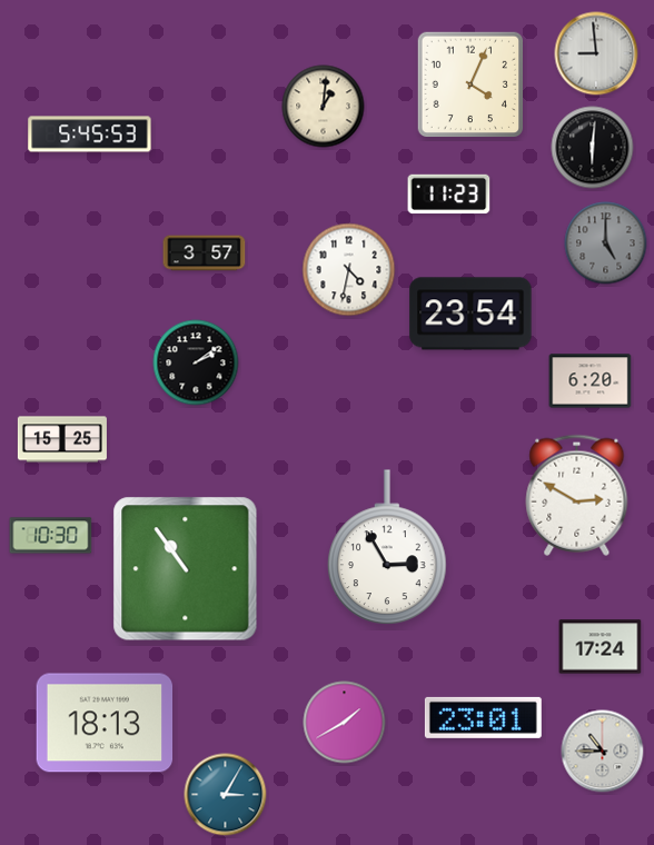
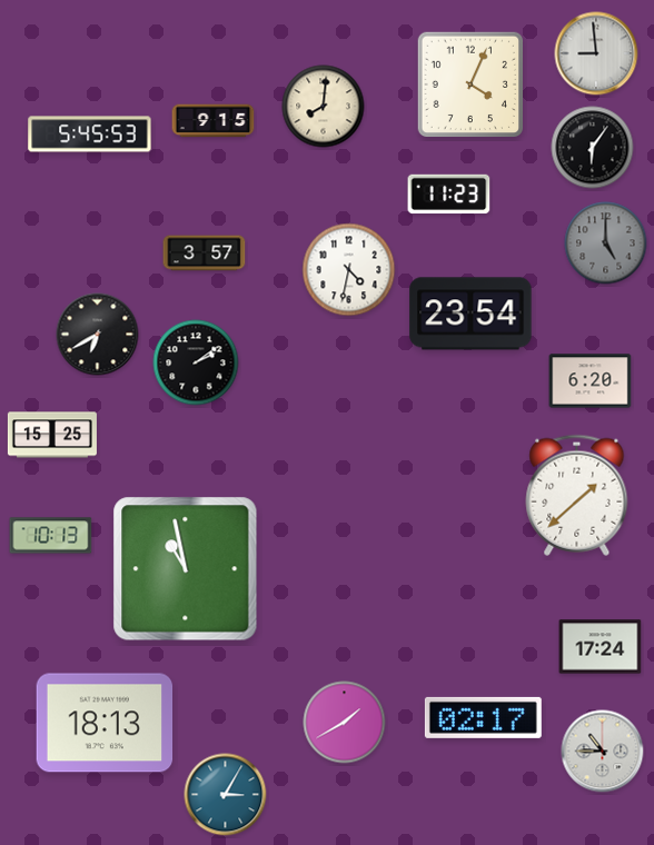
clock at (324, 107): 1:01 -> 8:01
clock at (214, 121): none -> 9:15
clock at (593, 148): 6:01 -> 6:06
clock at (98, 335): none -> 6:40
clock at (62, 439) position: (62, 439) -> (52, 435)
clock at (577, 495): 2:50 -> 1:38
clock at (51, 536): 10:30 -> 10:13
clock at (387, 547): 2:55 -> none
clock at (186, 569): 10:54 -> 10:58
clock at (483, 717): 23:01 -> 02:17
